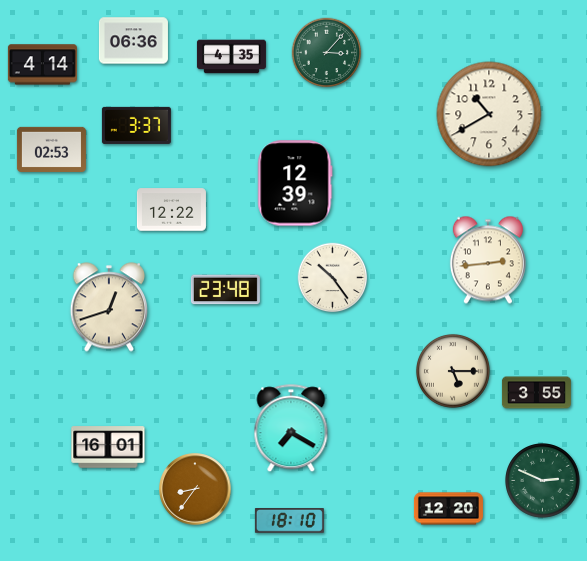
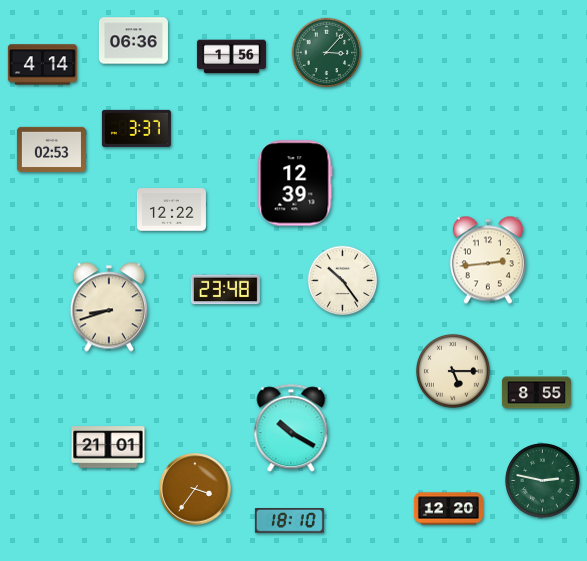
clock at (231, 57): 4:35 -> 1:56
clock at (489, 114): 10:40 -> none
clock at (136, 125) position: (136, 125) -> (136, 128)
clock at (333, 278) position: (333, 278) -> (343, 281)
clock at (108, 307): 12:42 -> 8:42
clock at (536, 393): 3:55 -> 8:55
clock at (291, 429): 7:20 -> 10:20
clock at (108, 447): 16:01 -> 21:01
clock at (543, 481): 2:49 -> 2:47
clock at (195, 489): 8:36 -> 3:36
